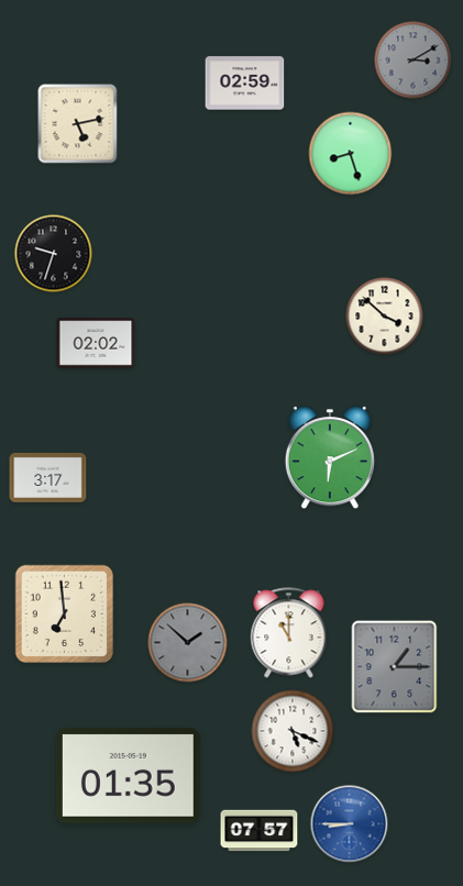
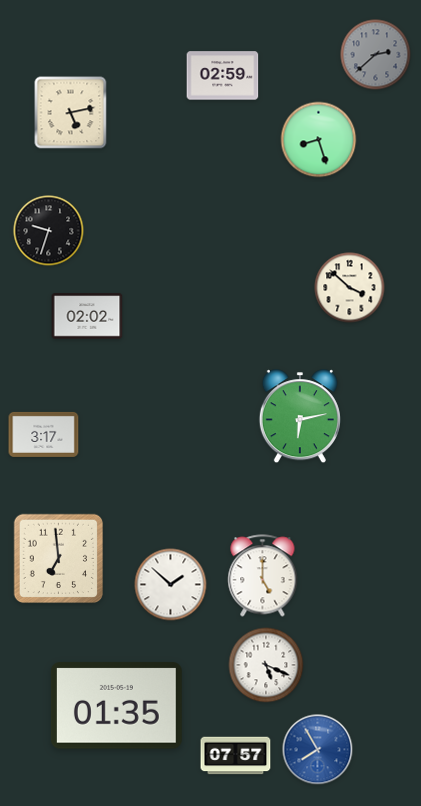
clock at (414, 60): 3:10 -> 2:38
clock at (96, 343) position: (96, 343) -> (87, 316)
clock at (330, 458): 6:11 -> 6:13
clock at (289, 633): 11:00 -> 5:00
clock at (188, 643) dial: grey -> white
clock at (395, 667): 1:15 -> none
clock at (350, 824): 8:45 -> 7:55
